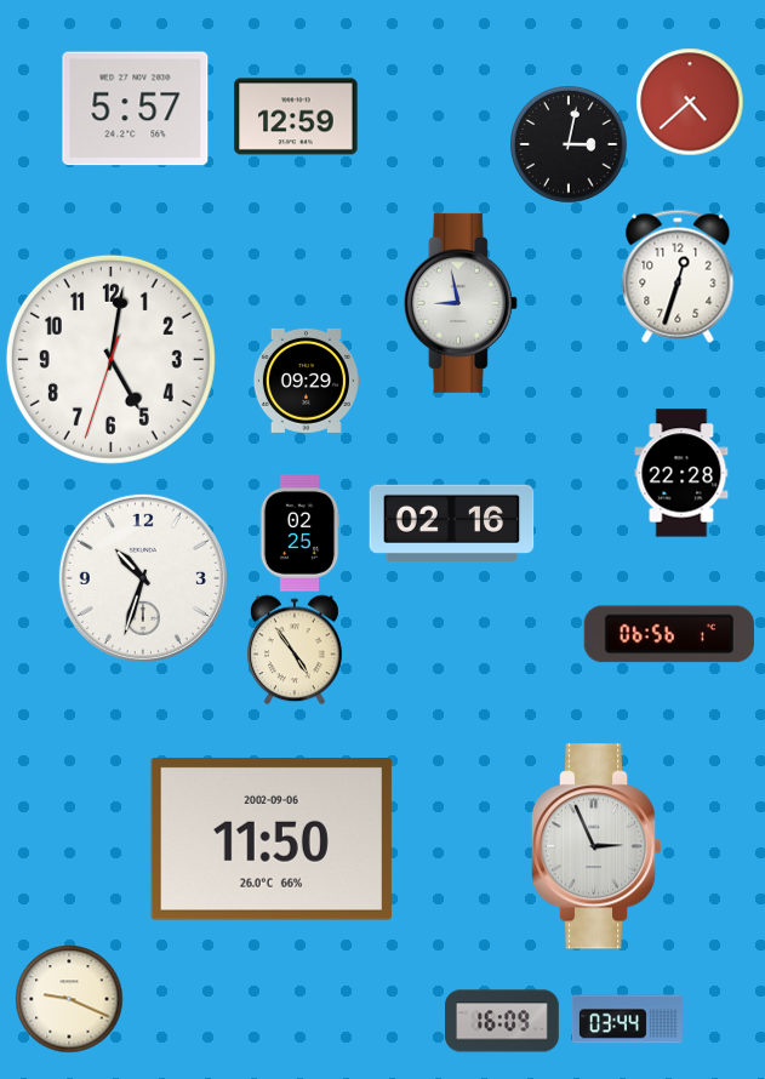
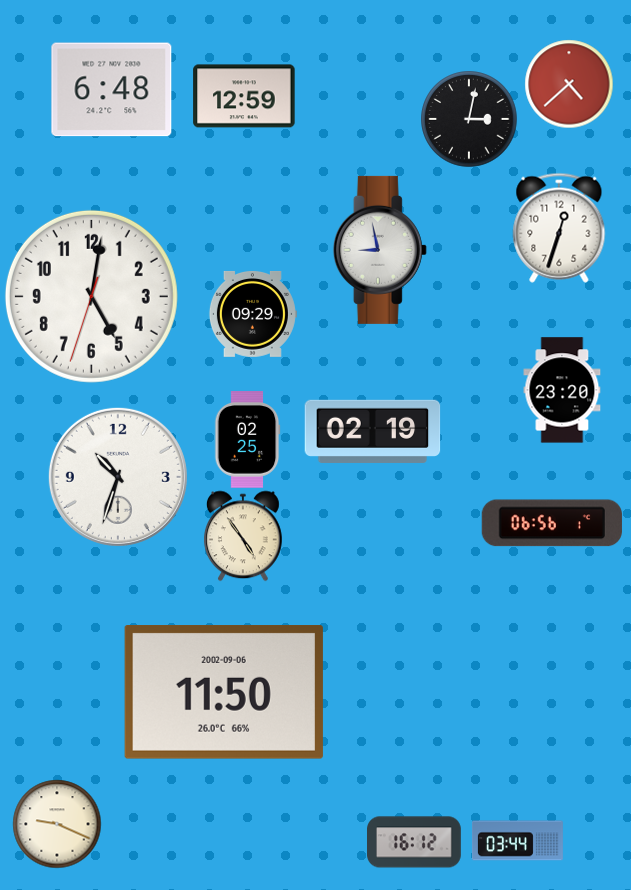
clock at (136, 109): 5:57 -> 6:48
clock at (681, 473): 22:28 -> 23:20
clock at (452, 523): 02:16 -> 02:19
clock at (596, 846): 2:56 -> none
clock at (503, 1021): 16:09 -> 16:12
